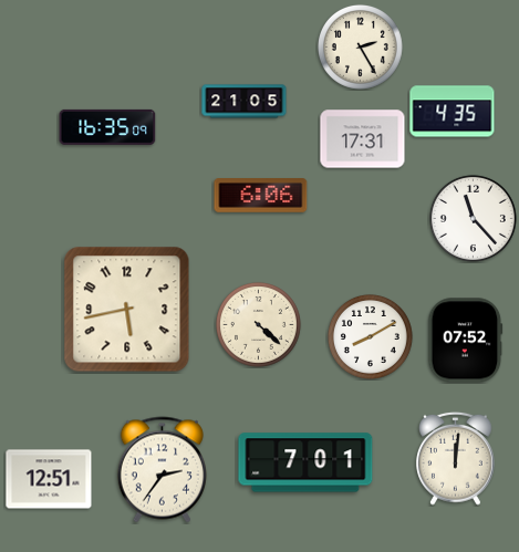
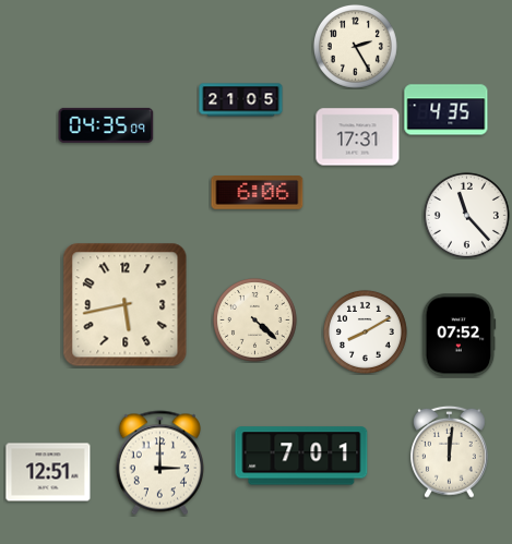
clock at (107, 127): 16:35 -> 04:35
clock at (162, 470): 2:36 -> 3:00
